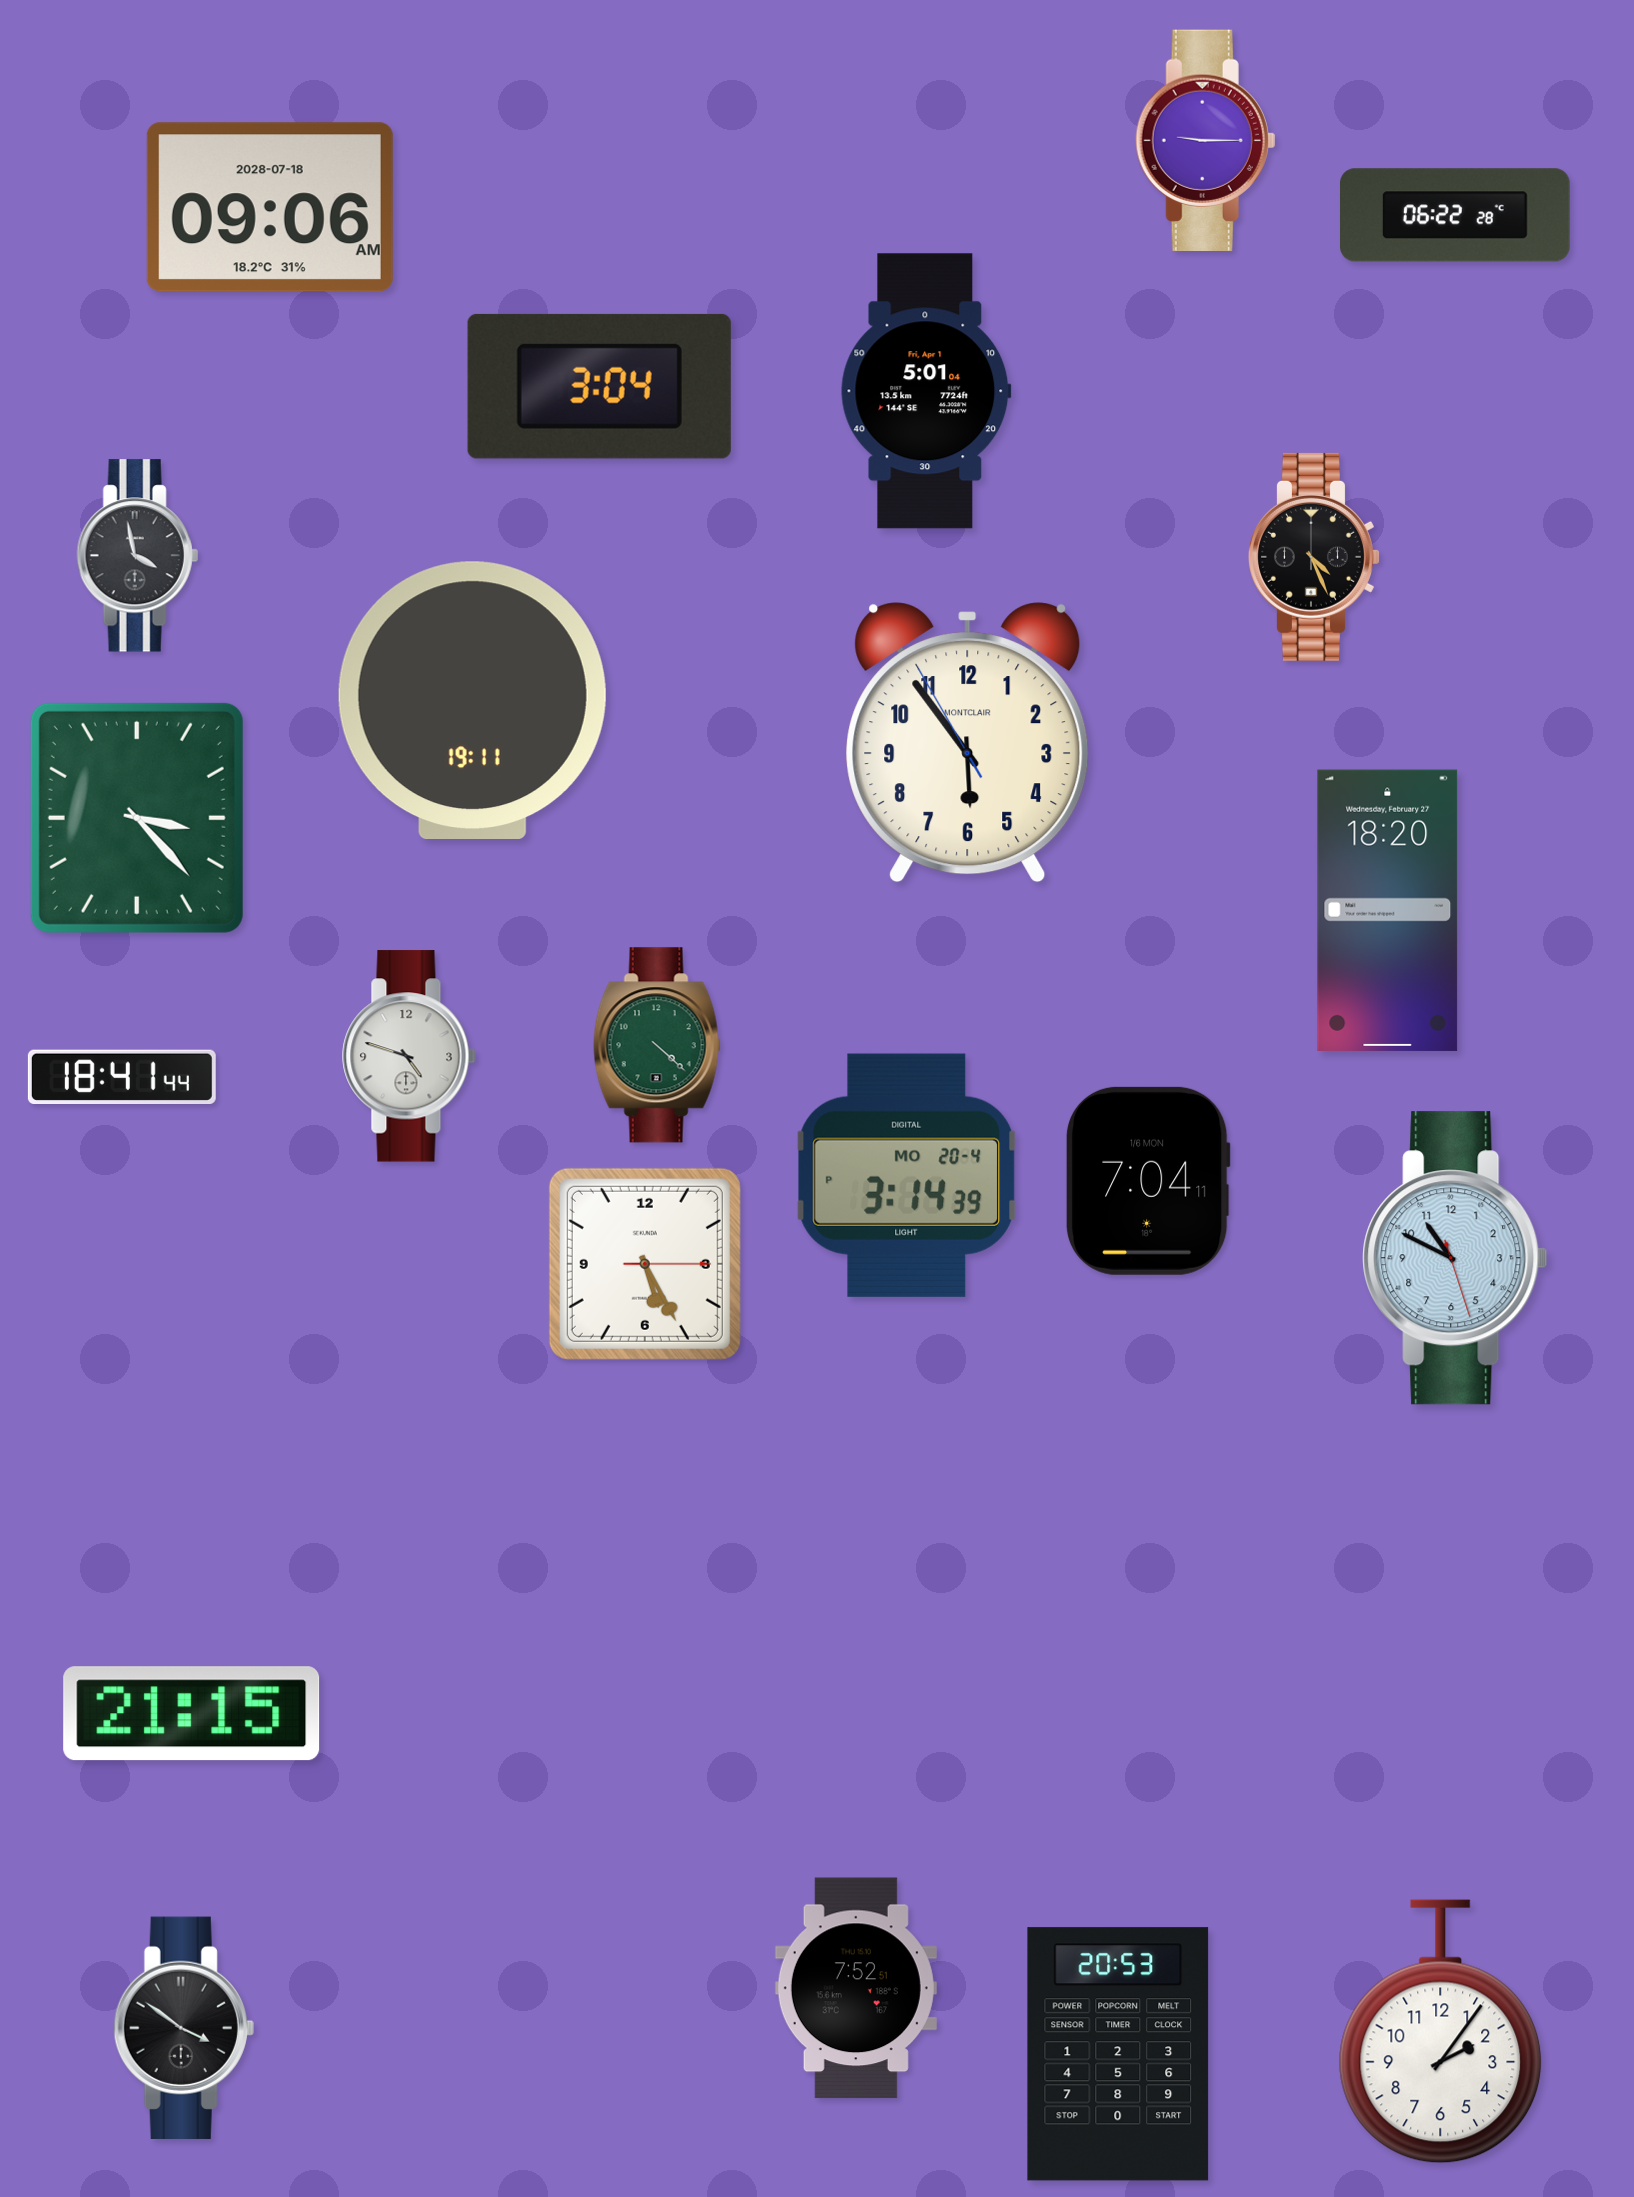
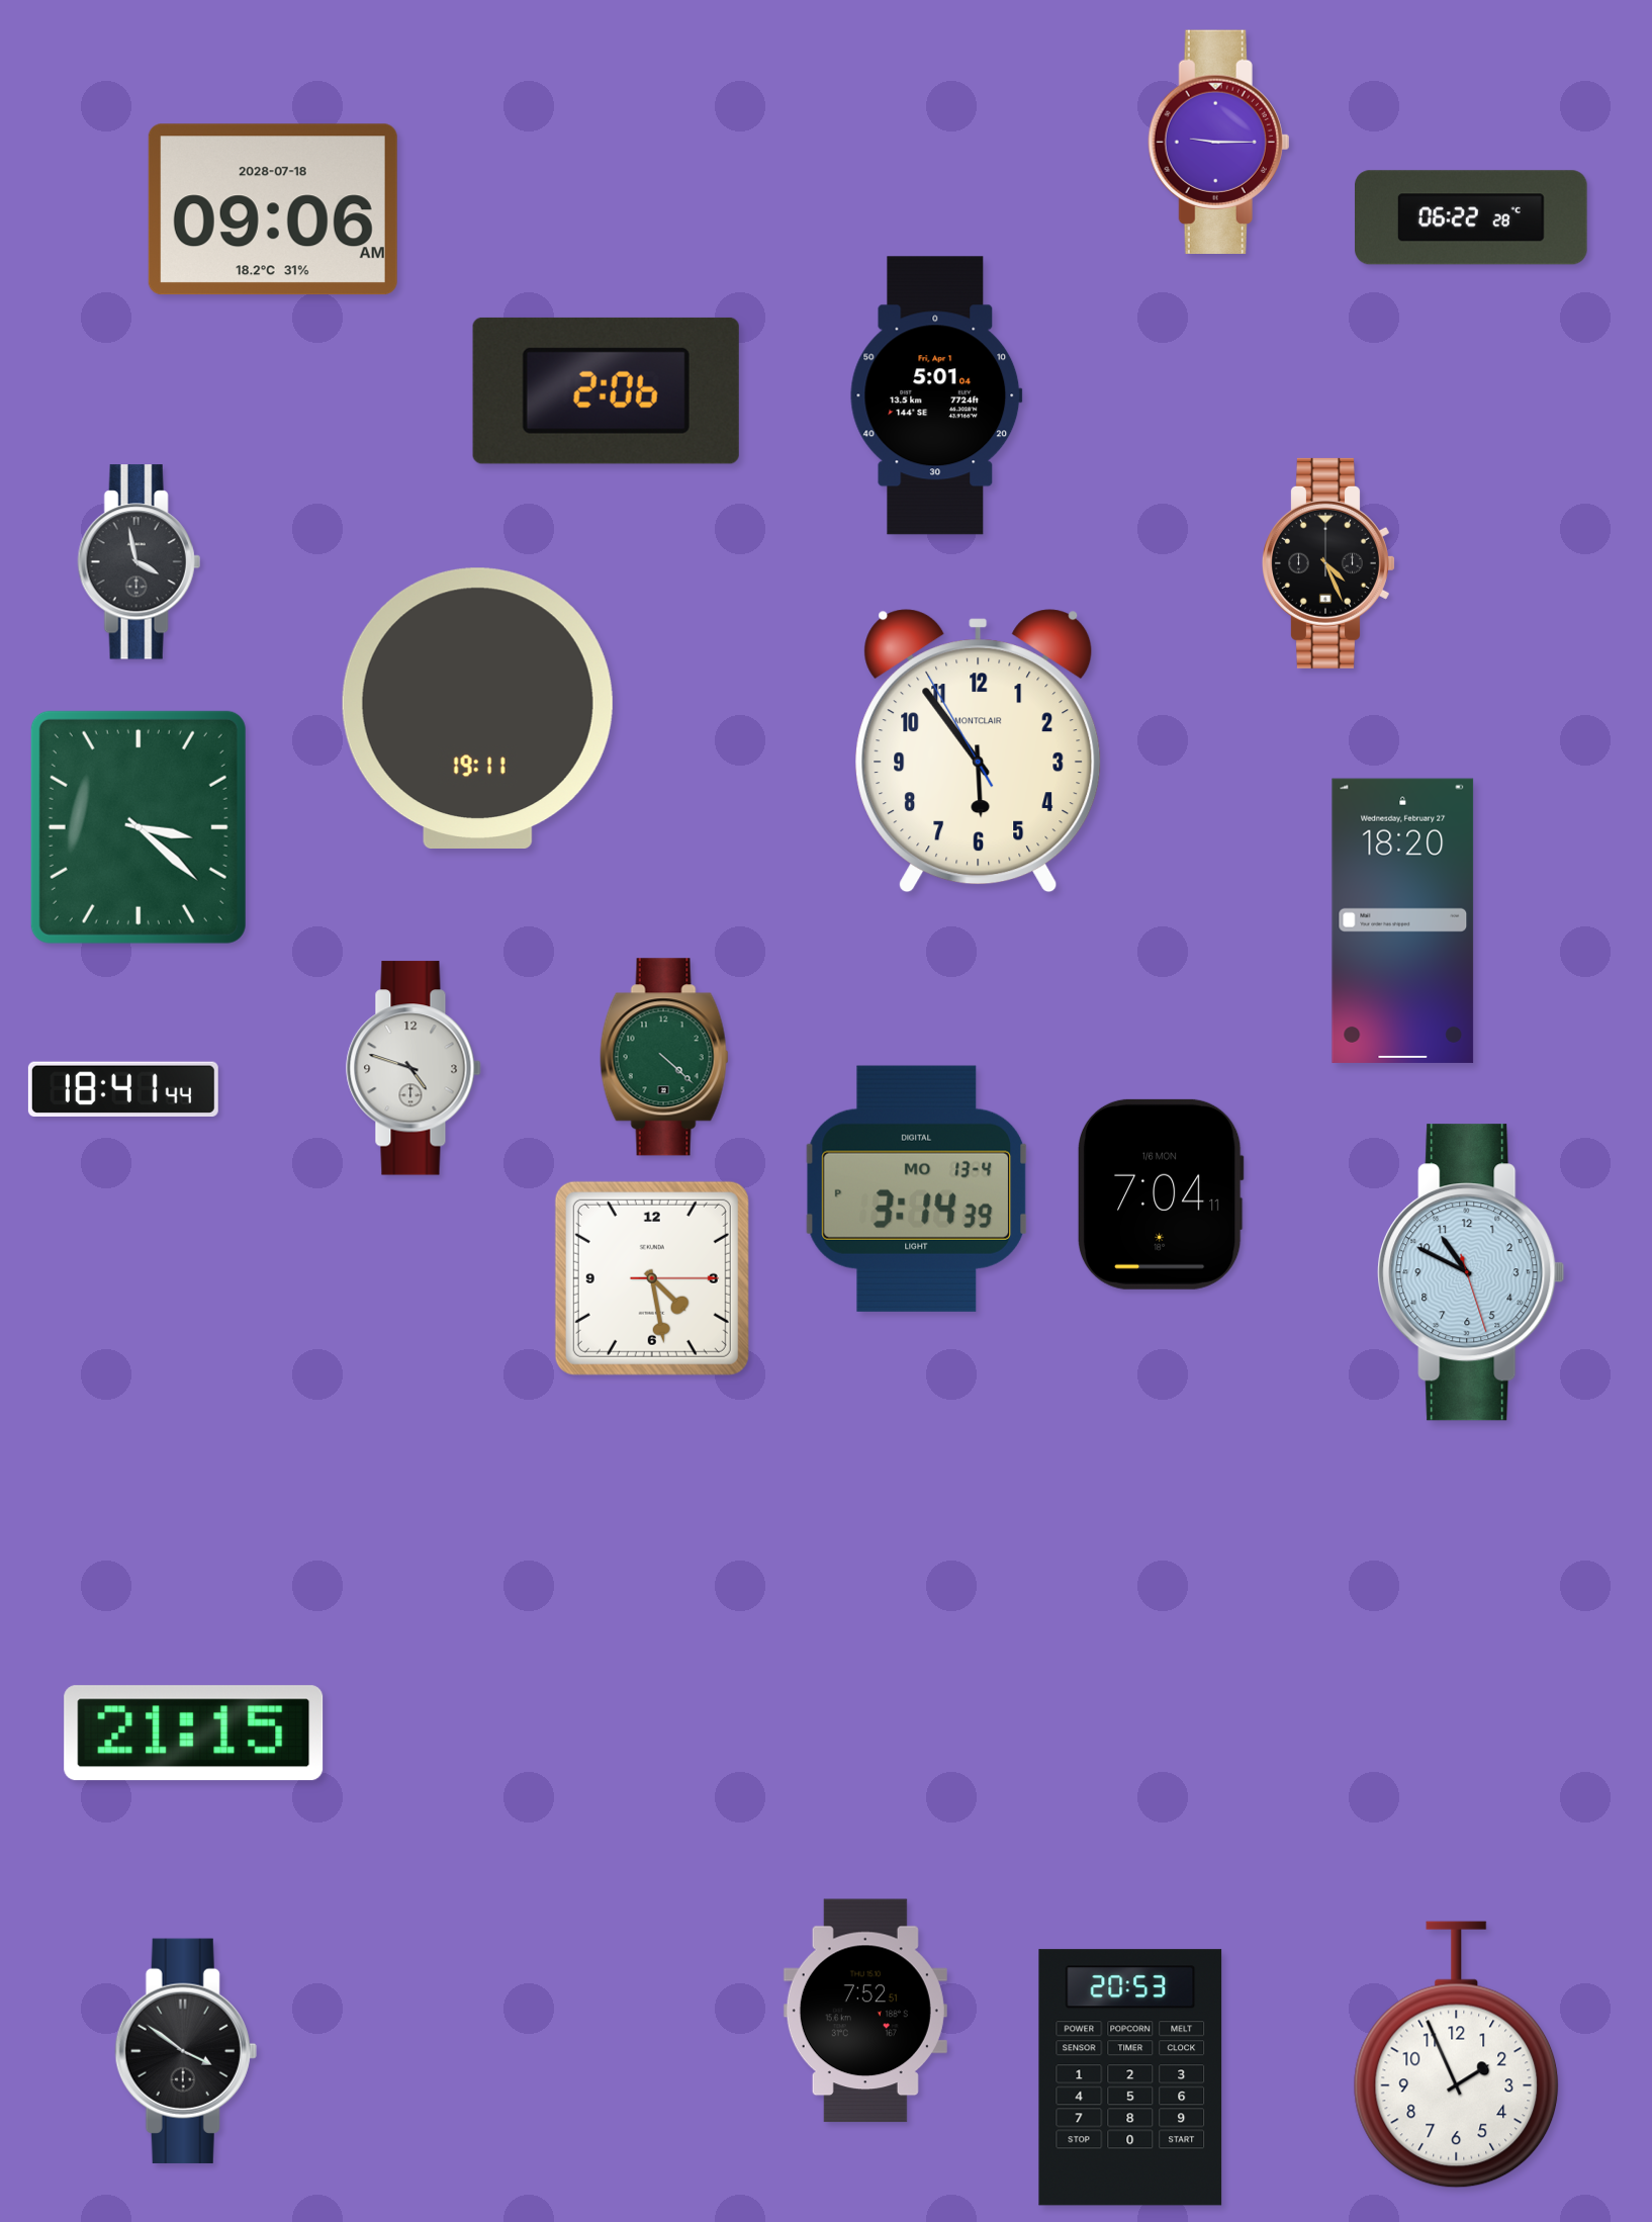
clock at (599, 386): 3:04 -> 2:06
clock at (137, 818): 3:23 -> 3:22
clock at (907, 1175) date: MO 20-4 -> MO 13-4
clock at (645, 1264): 5:25 -> 4:28
clock at (1441, 2032): 2:06 -> 1:56
